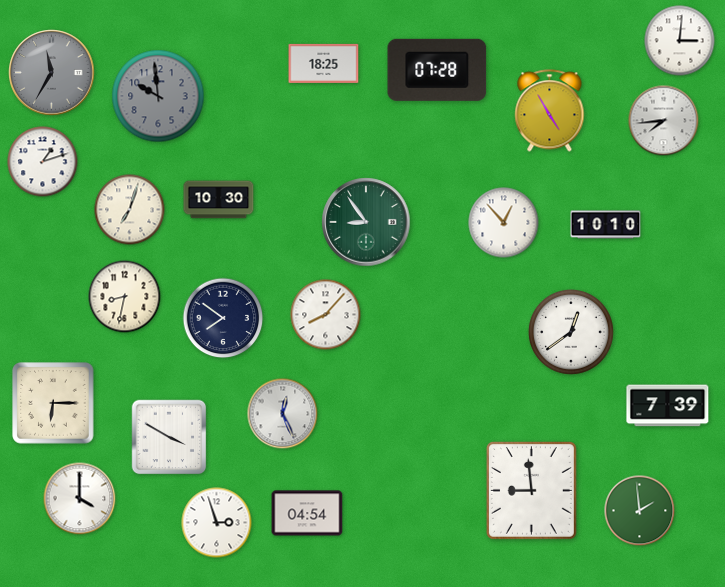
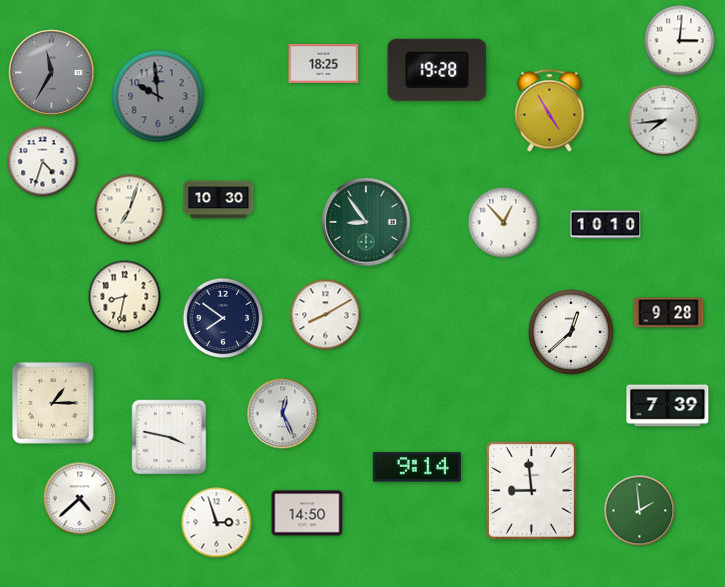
clock at (437, 70): 07:28 -> 19:28
clock at (43, 162): 1:12 -> 4:33
clock at (669, 313): none -> 9:28
clock at (326, 315): 8:07 -> 8:10
clock at (571, 332): 12:39 -> 12:38
clock at (53, 403): 6:15 -> 1:15
clock at (169, 437): 3:50 -> 3:47
clock at (417, 467): none -> 9:14
clock at (80, 499): 4:00 -> 4:38
clock at (307, 513): 04:54 -> 14:50
